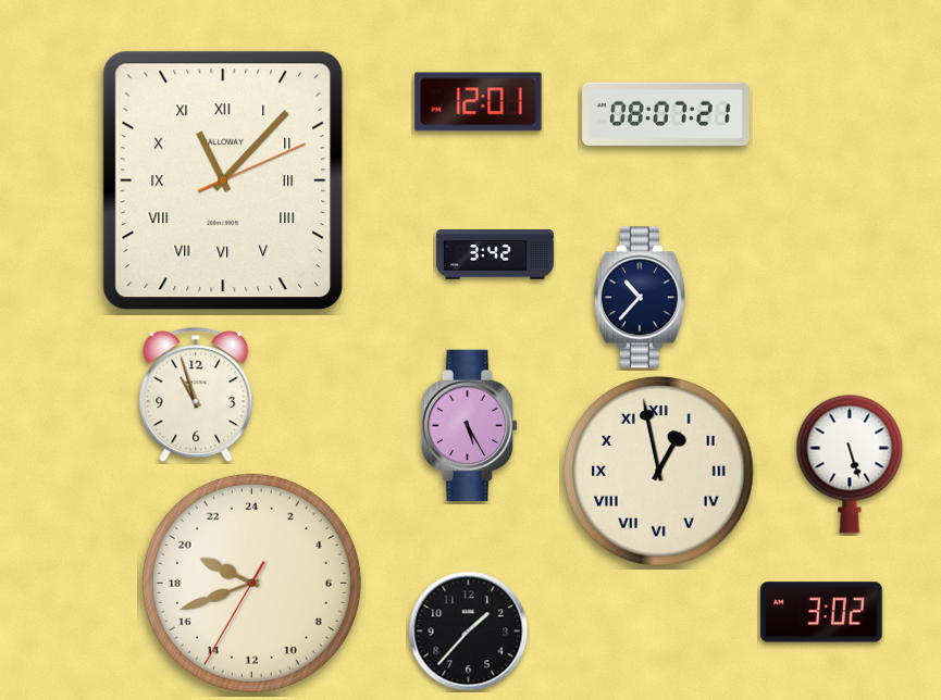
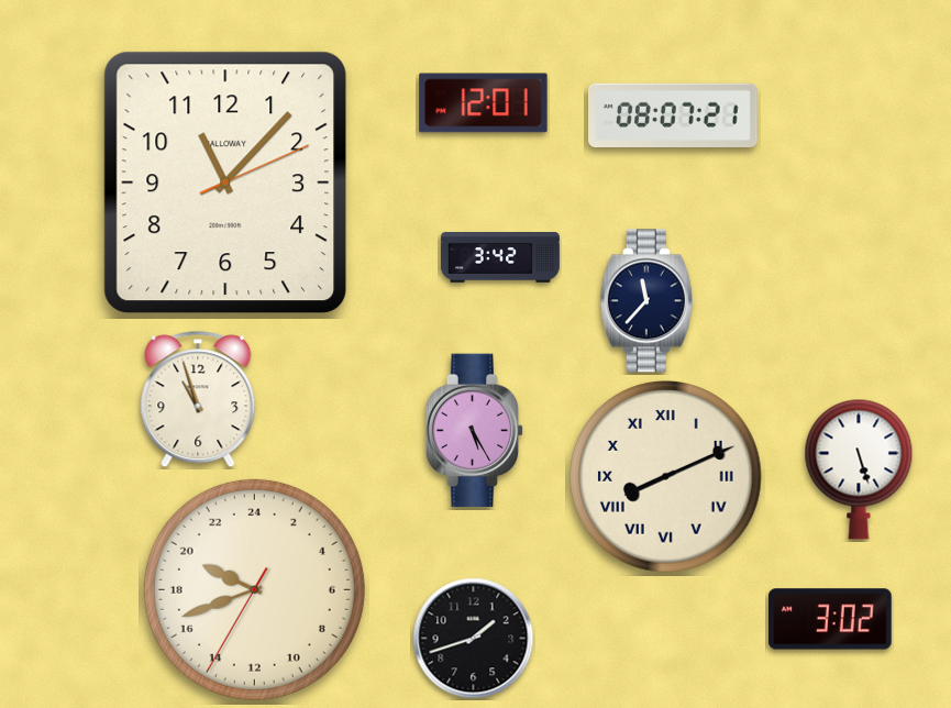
clock at (223, 180) numerals: Roman -> Arabic
clock at (640, 298): 10:37 -> 11:37
clock at (659, 472): 12:58 -> 8:11
clock at (469, 632): 1:37 -> 1:42
